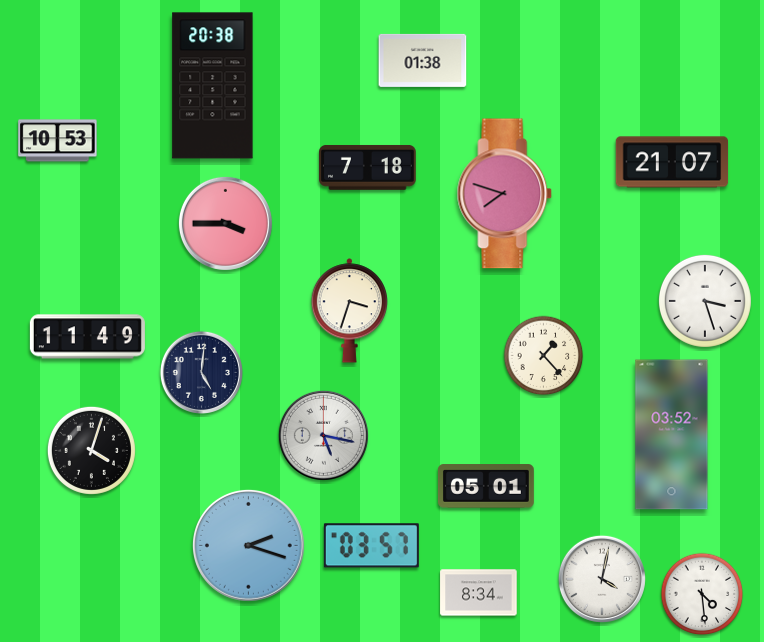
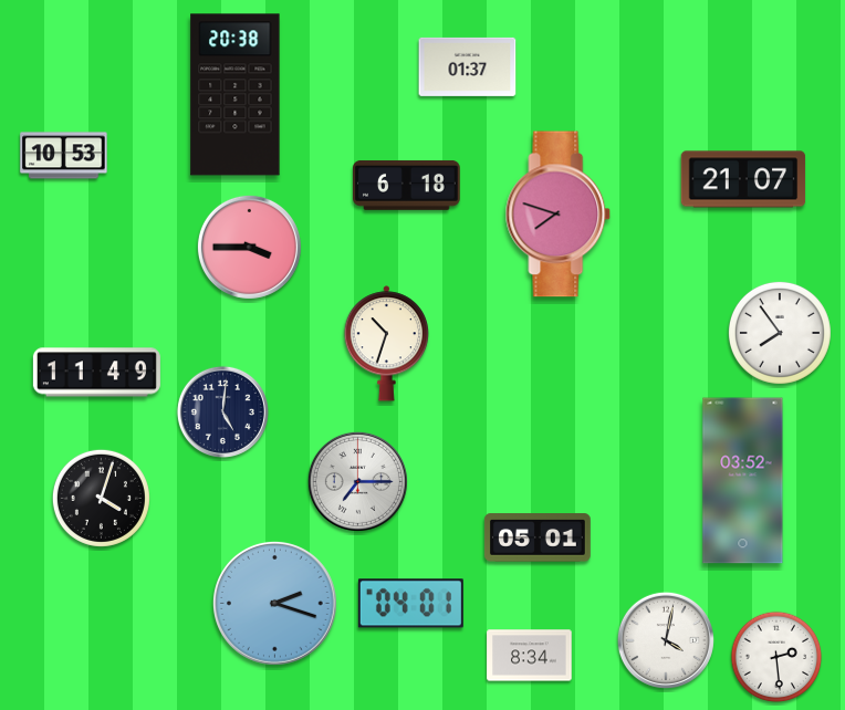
clock at (423, 60): 01:38 -> 01:37
clock at (368, 167): 7:18 -> 6:18
clock at (705, 301): 3:27 -> 7:54
clock at (349, 311): 3:33 -> 10:33
clock at (544, 356): 1:23 -> none
clock at (323, 435): 5:17 -> 7:15
clock at (371, 546): 03:57 -> 04:01
clock at (702, 594): 4:29 -> 2:29
